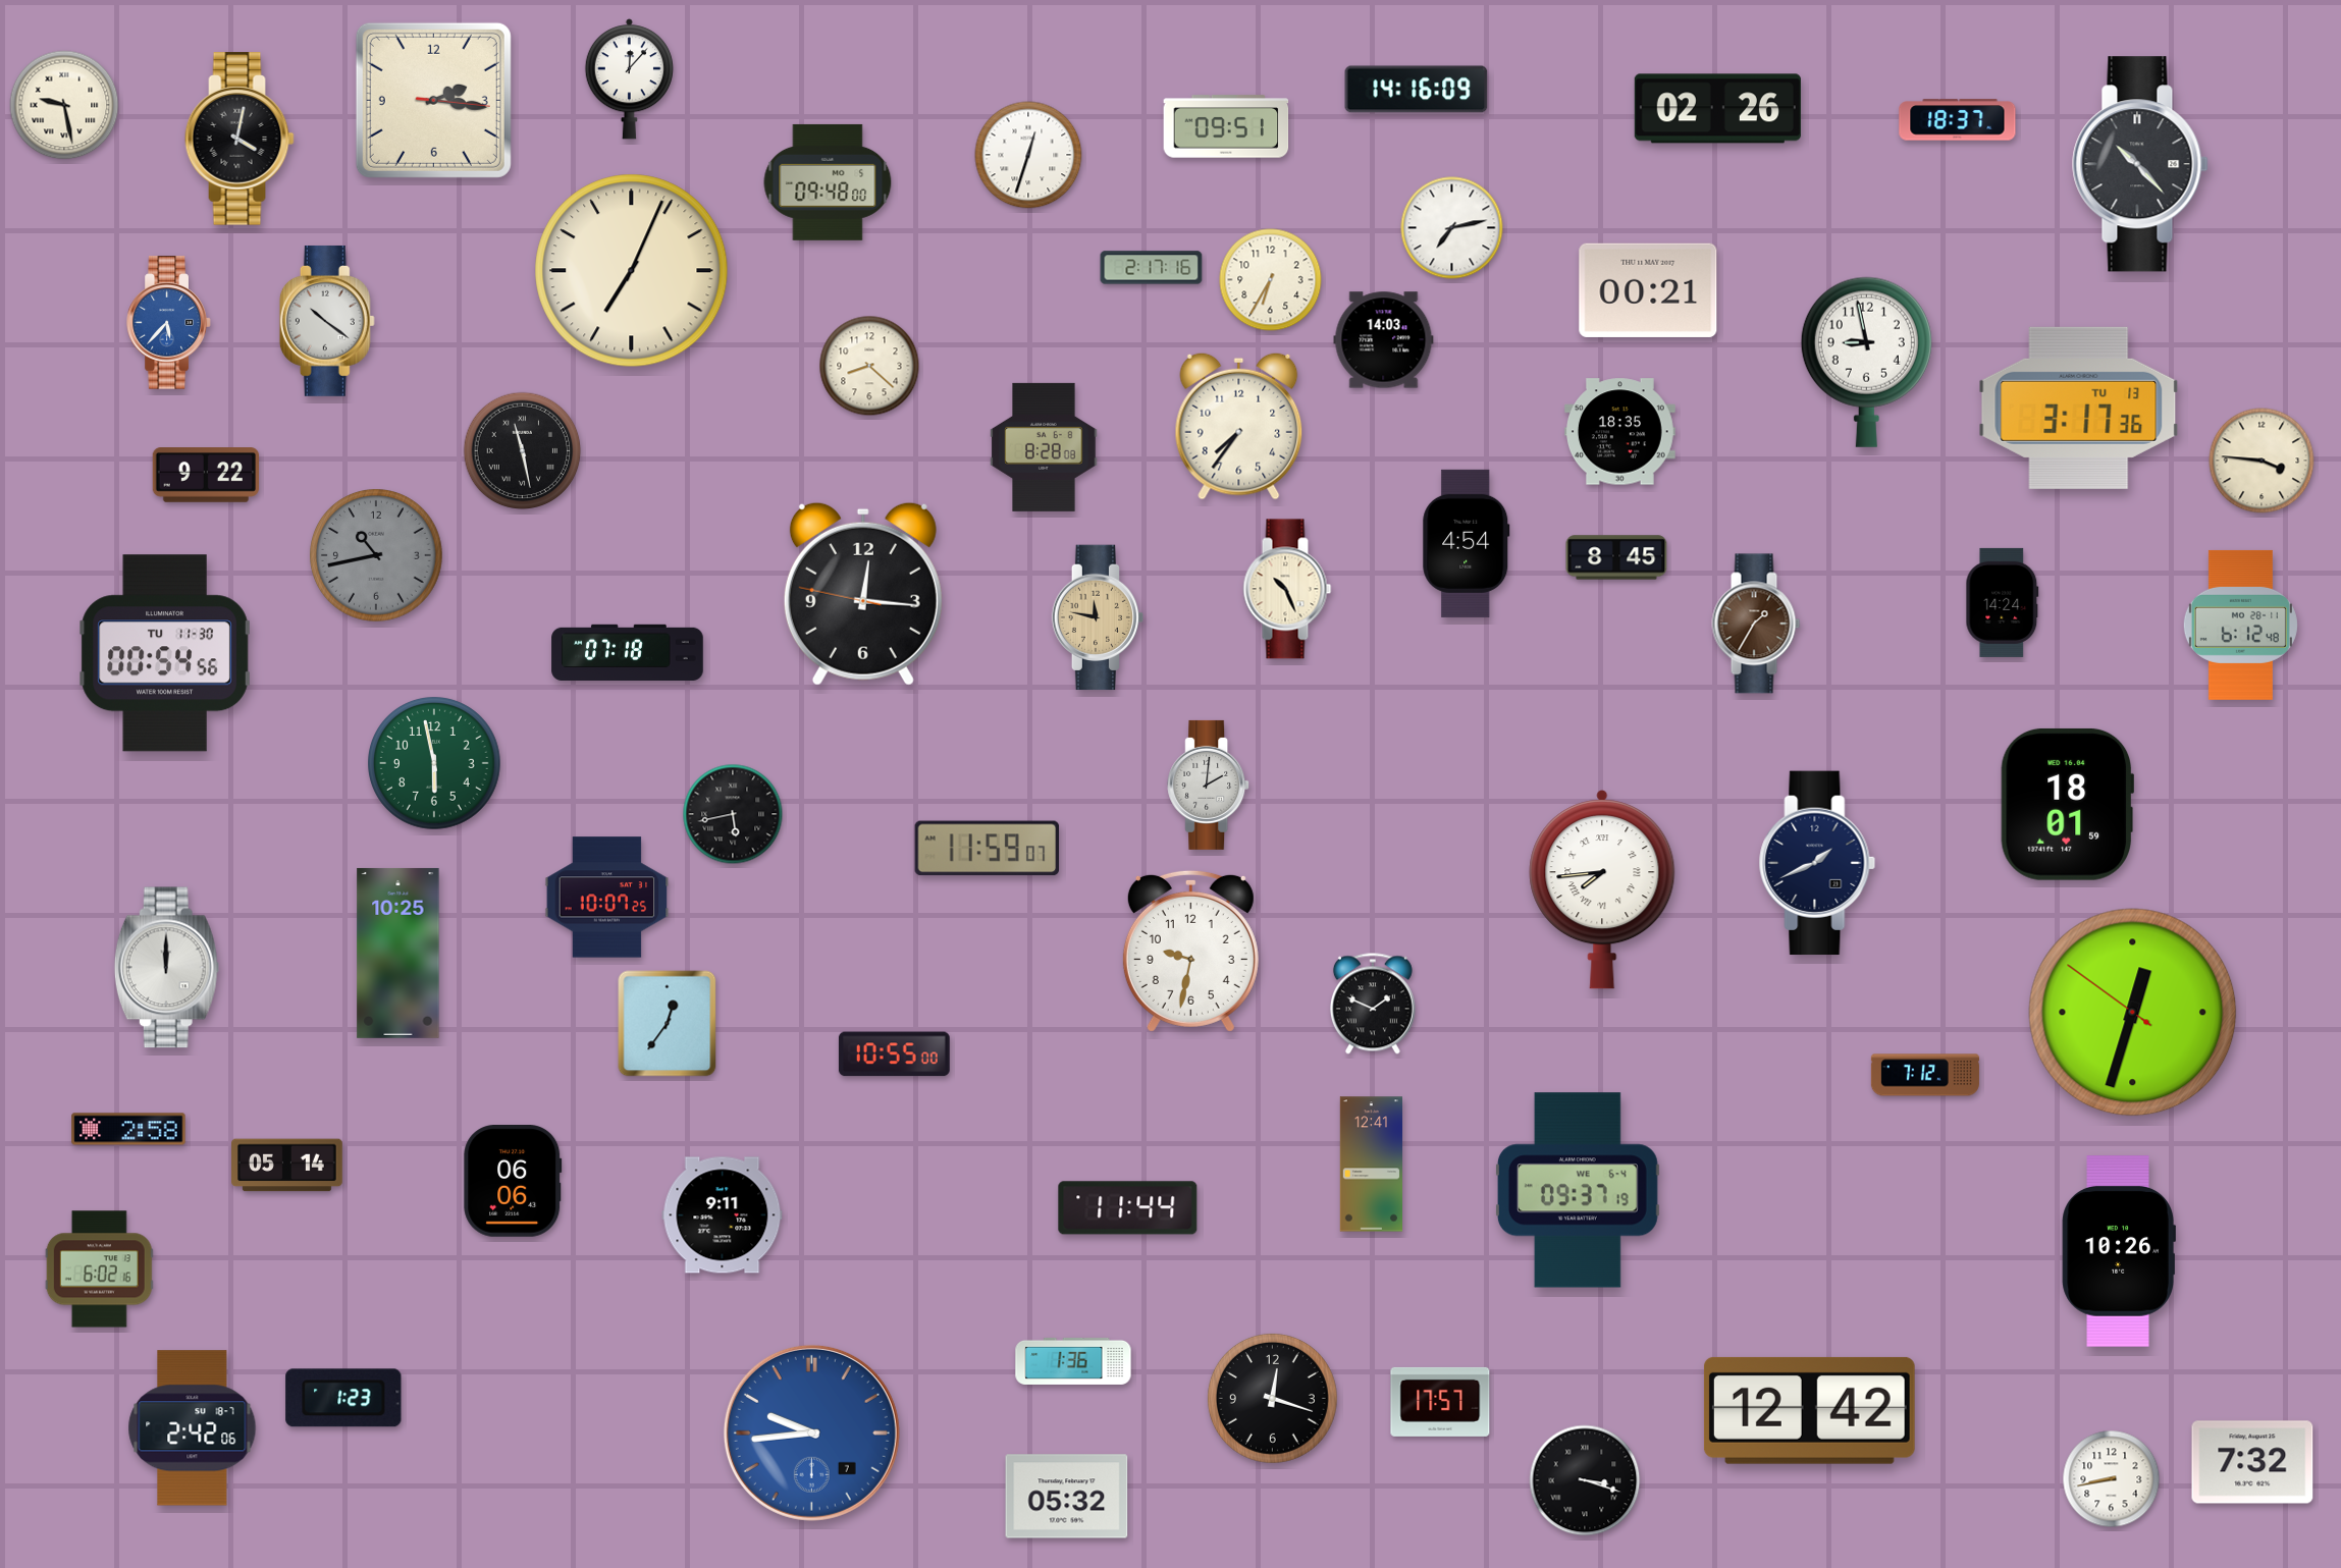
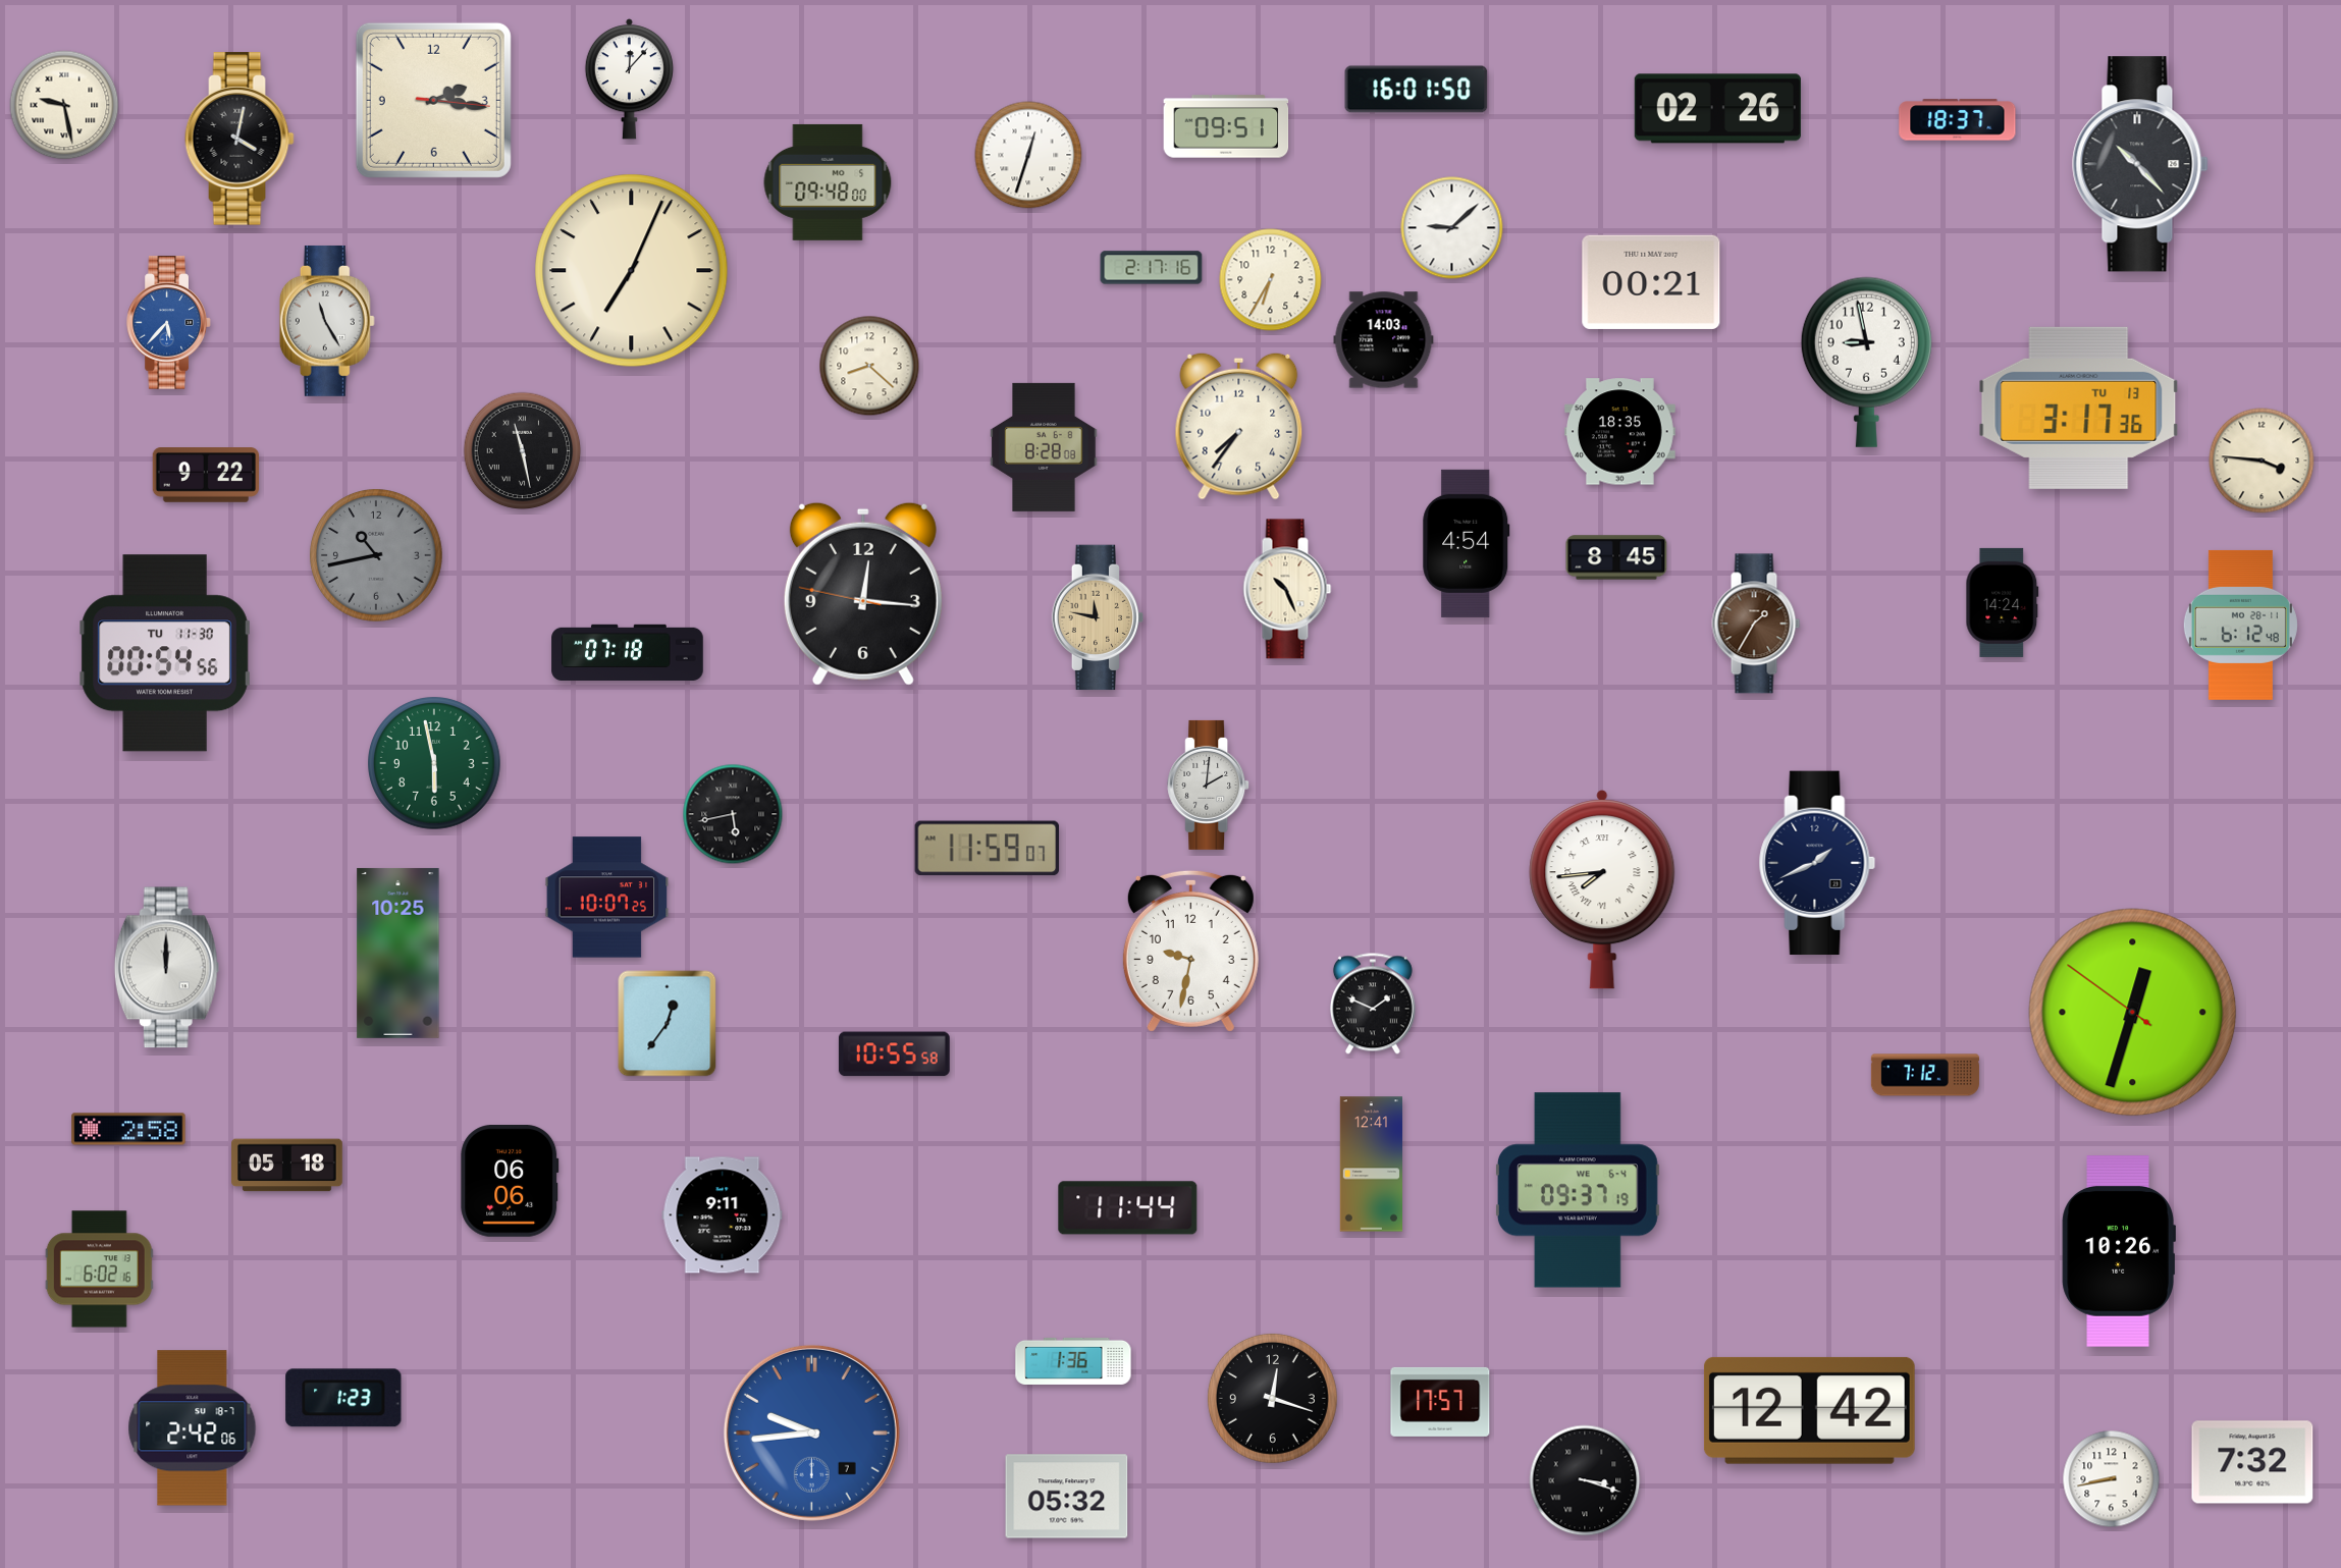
clock at (1417, 90): 14:16 -> 16:01
clock at (1452, 228): 7:13 -> 9:08
clock at (1648, 290) position: (1648, 290) -> (1651, 282)
clock at (327, 321): 10:21 -> 11:25
clock at (2067, 804): 18:01 -> none
clock at (894, 1055): 10:55:00 -> 10:55:58
clock at (287, 1166): 05:14 -> 05:18
clock at (513, 1182) position: (513, 1182) -> (510, 1182)
